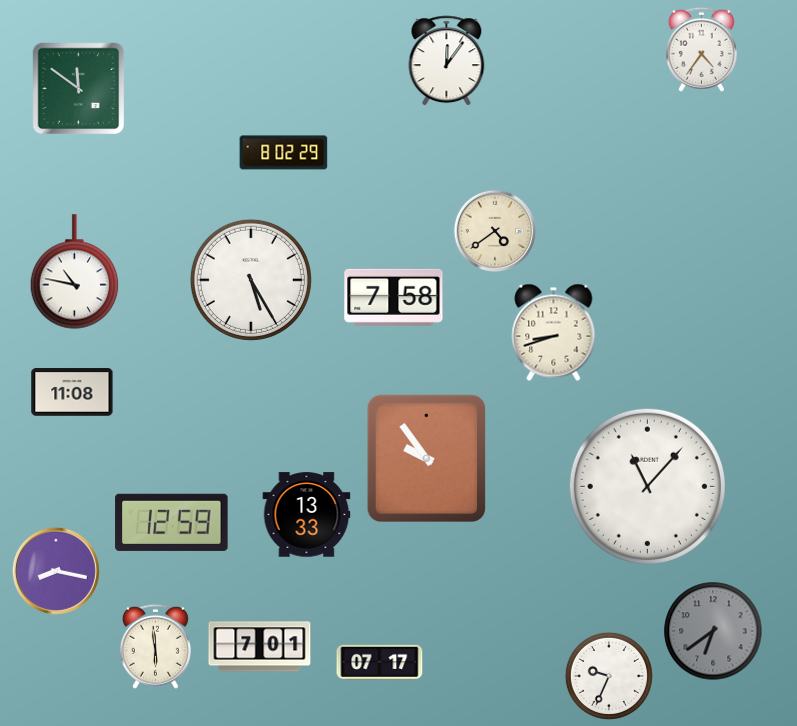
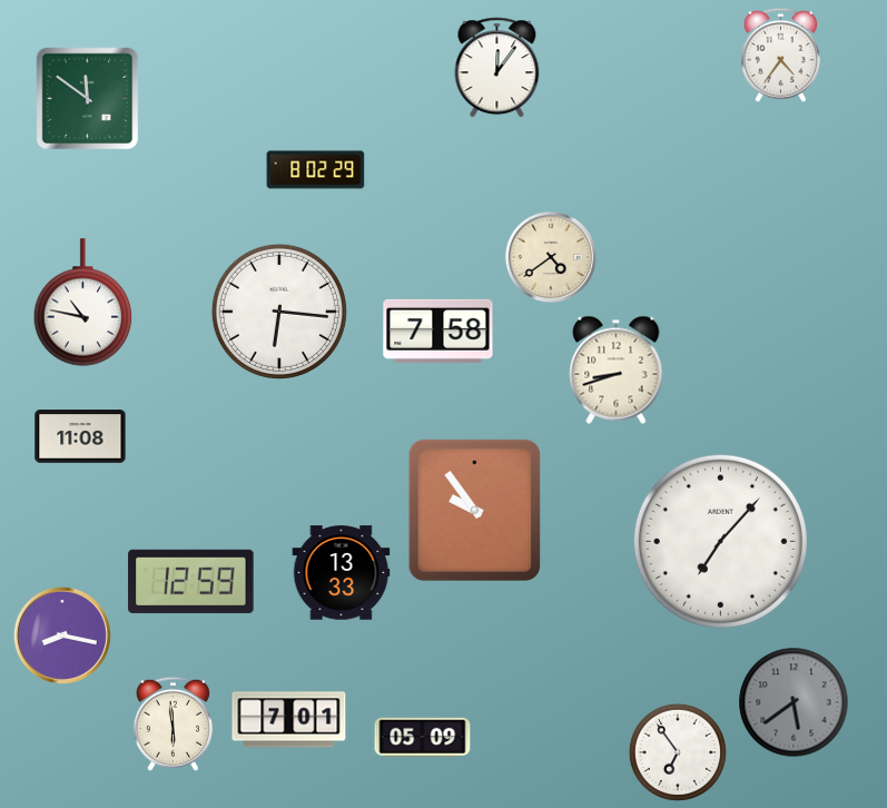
clock at (251, 280): 5:25 -> 6:16
clock at (647, 486): 11:07 -> 7:07
clock at (713, 631): 6:39 -> 5:39
clock at (155, 646) position: (155, 646) -> (173, 723)
clock at (380, 662): 07:17 -> 05:09
clock at (609, 676): 9:34 -> 6:54
